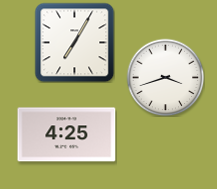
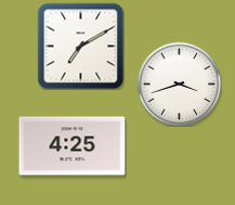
clock at (74, 42): 7:05 -> 7:10
